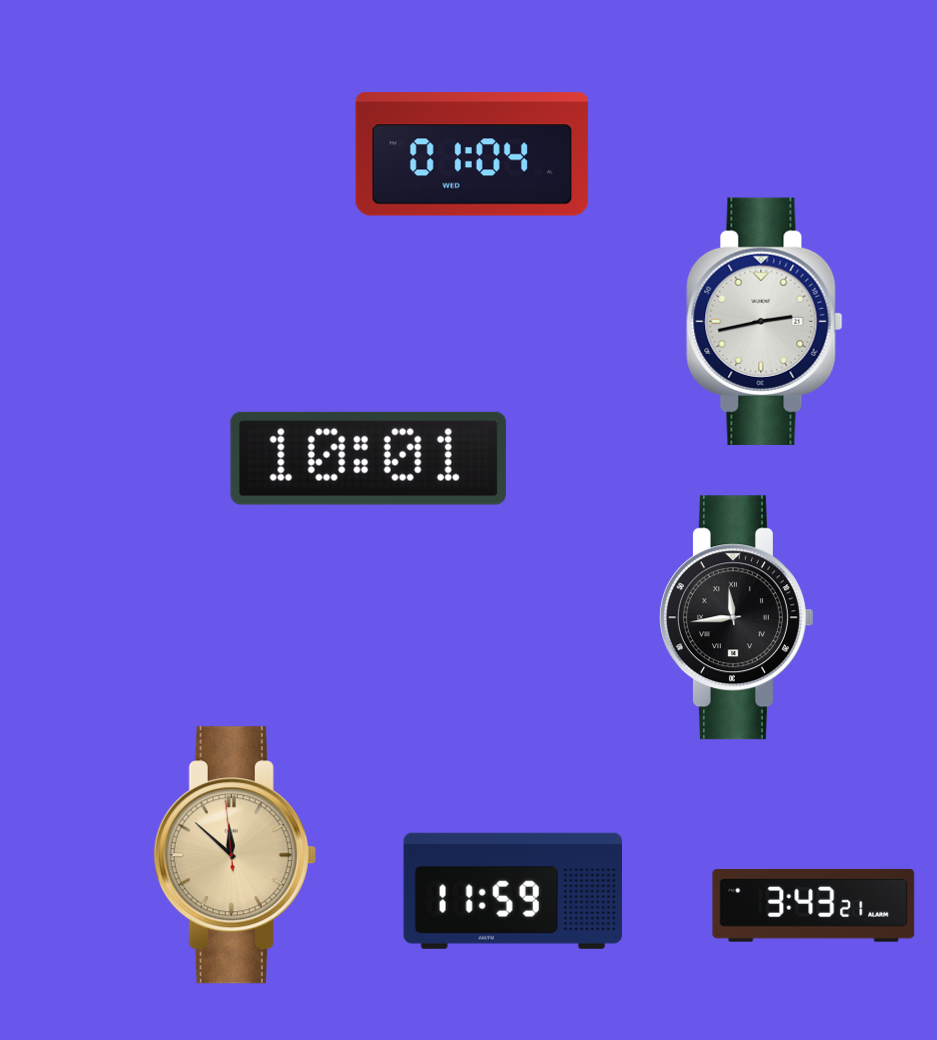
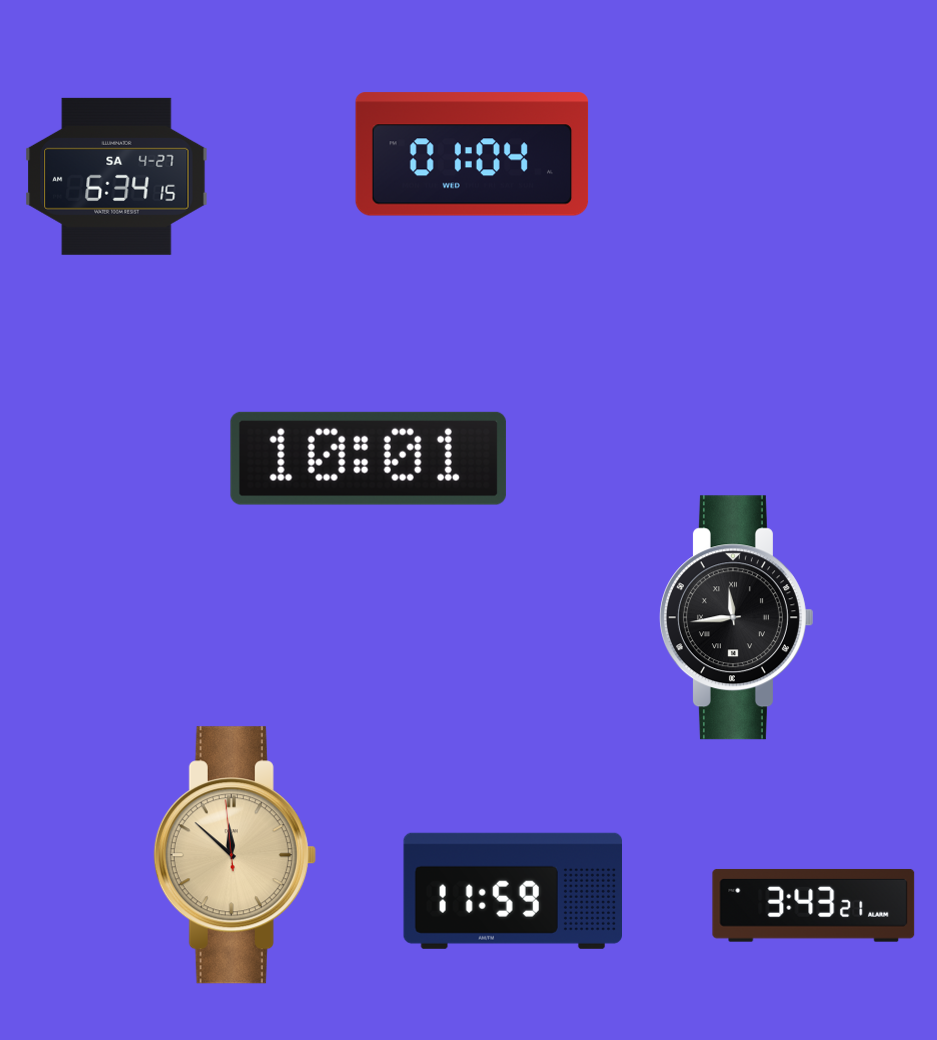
clock at (117, 176): none -> 6:34
clock at (765, 321): 2:43 -> none
